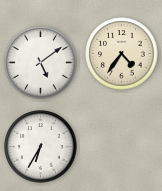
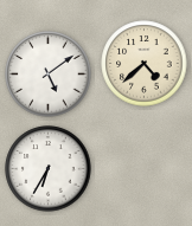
clock at (122, 54): 4:36 -> 4:38
clock at (41, 147) position: (41, 147) -> (49, 169)
